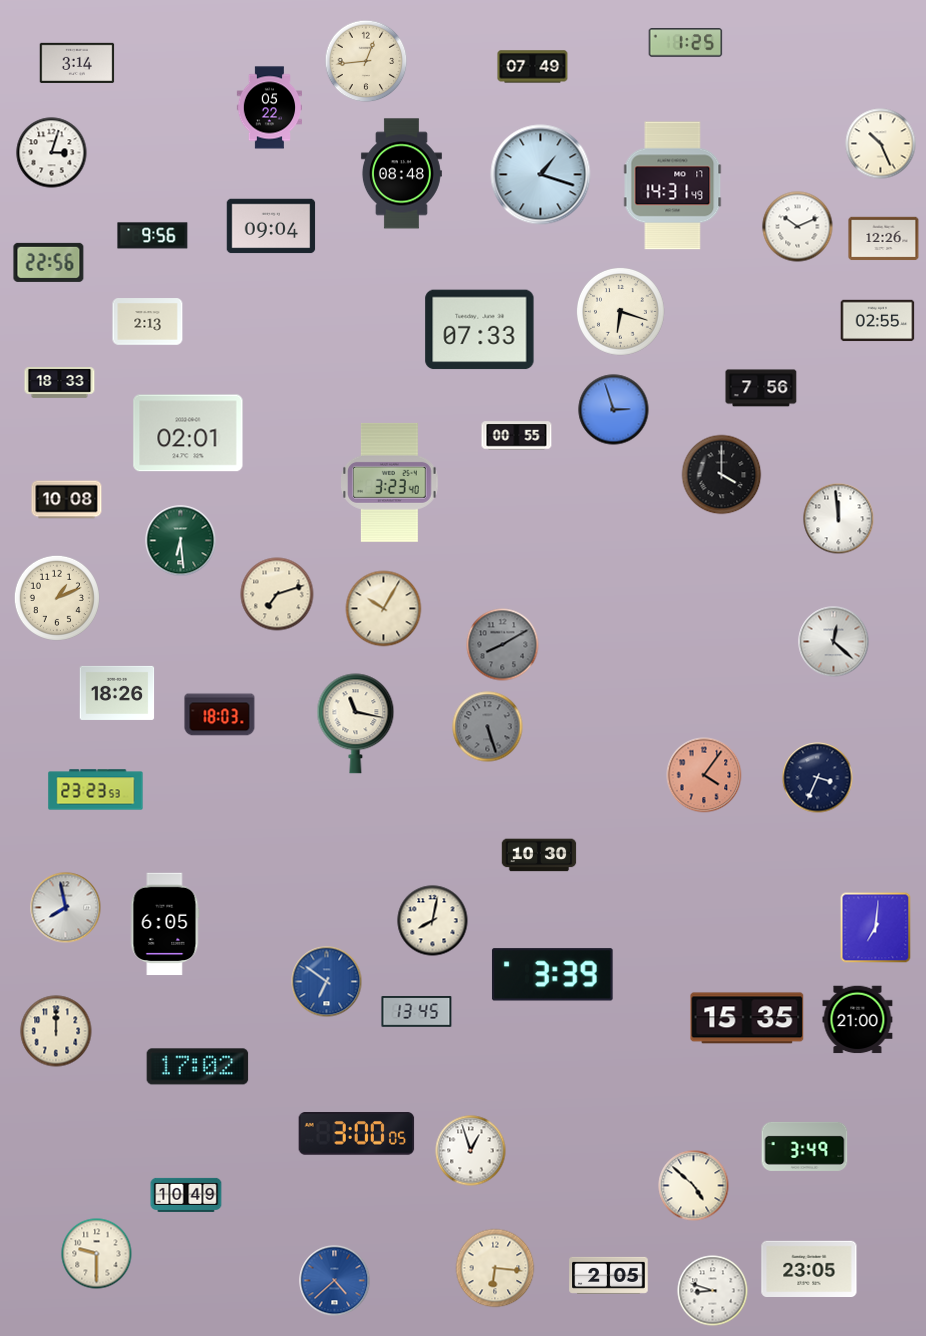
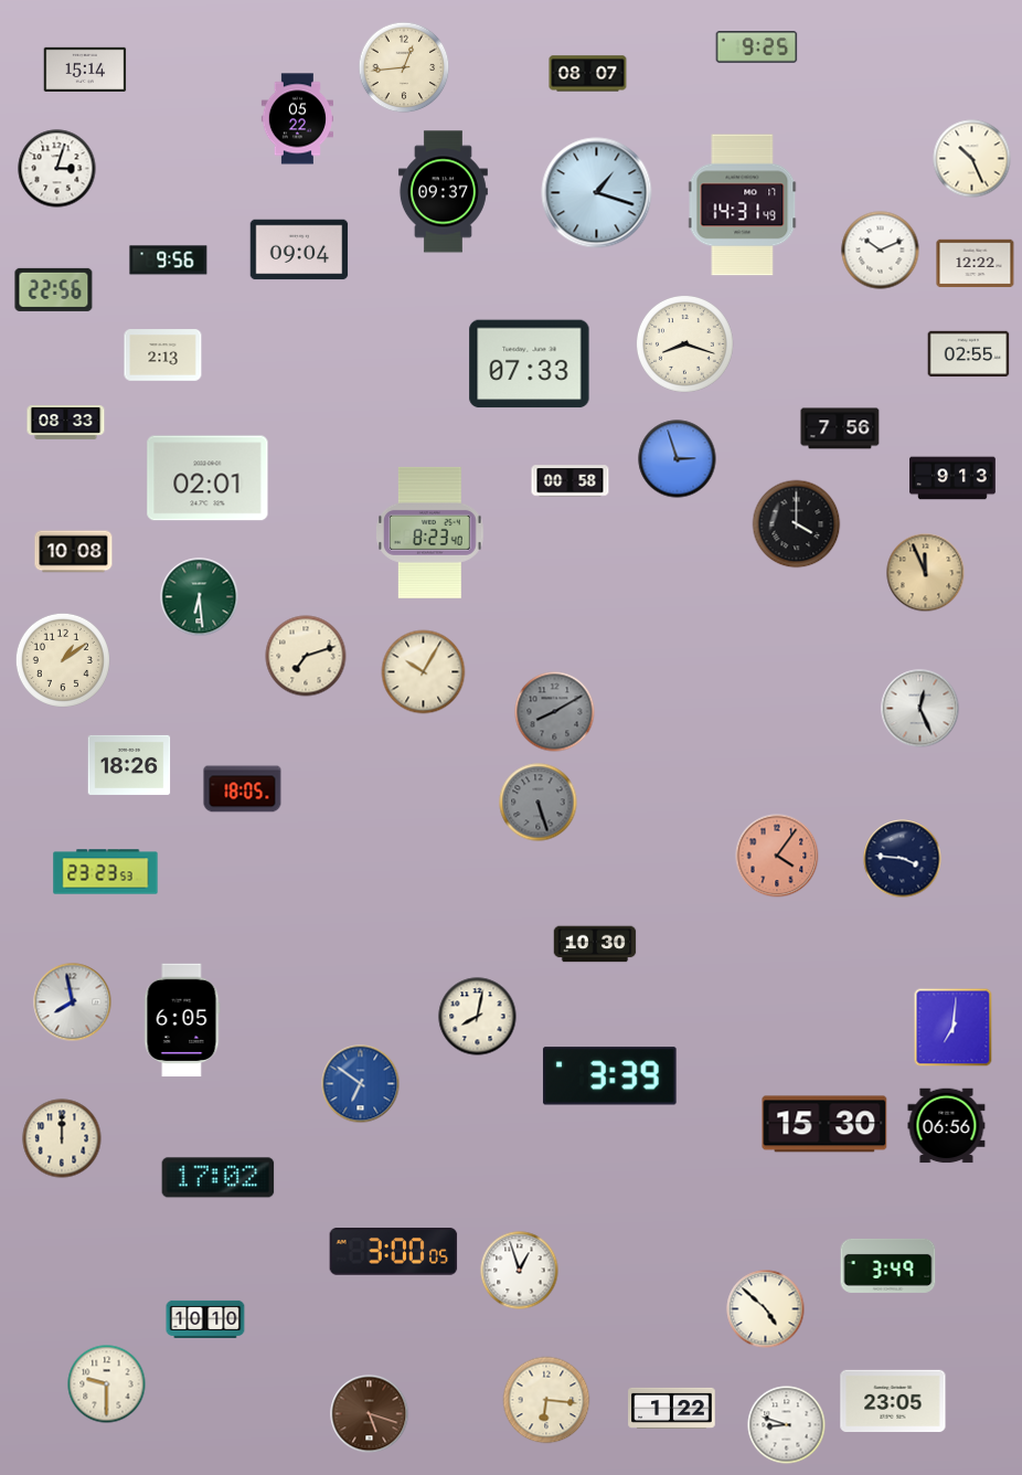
clock at (686, 43): 1:25 -> 9:25
clock at (77, 63): 3:14 -> 15:14
clock at (533, 67): 07:49 -> 08:07
clock at (401, 174): 08:48 -> 09:37
clock at (884, 239): 12:26 -> 12:22
clock at (620, 311): 6:18 -> 8:18
clock at (60, 383): 18:33 -> 08:33
clock at (614, 410) position: (614, 410) -> (678, 459)
clock at (952, 478): none -> 9:13
clock at (517, 436): 00:55 -> 00:58
clock at (390, 482): 3:23 -> 8:23
clock at (839, 519): 11:59 -> 11:56
clock at (839, 519) dial: white -> champagne
clock at (57, 598): 1:11 -> 1:09
clock at (834, 642): 12:22 -> 12:26
clock at (220, 715): 18:03 -> 18:05
clock at (356, 724): 11:17 -> none
clock at (818, 778): 3:34 -> 3:46
clock at (876, 928) position: (876, 928) -> (954, 1028)
clock at (417, 1012): 13:45 -> none
clock at (747, 1018): 15:35 -> 15:30
clock at (858, 1020): 21:00 -> 06:56
clock at (186, 1195): 10:49 -> 10:10
clock at (609, 1275): 2:05 -> 1:22
clock at (335, 1281): 4:38 -> 5:18
clock at (335, 1281) dial: blue -> brown
